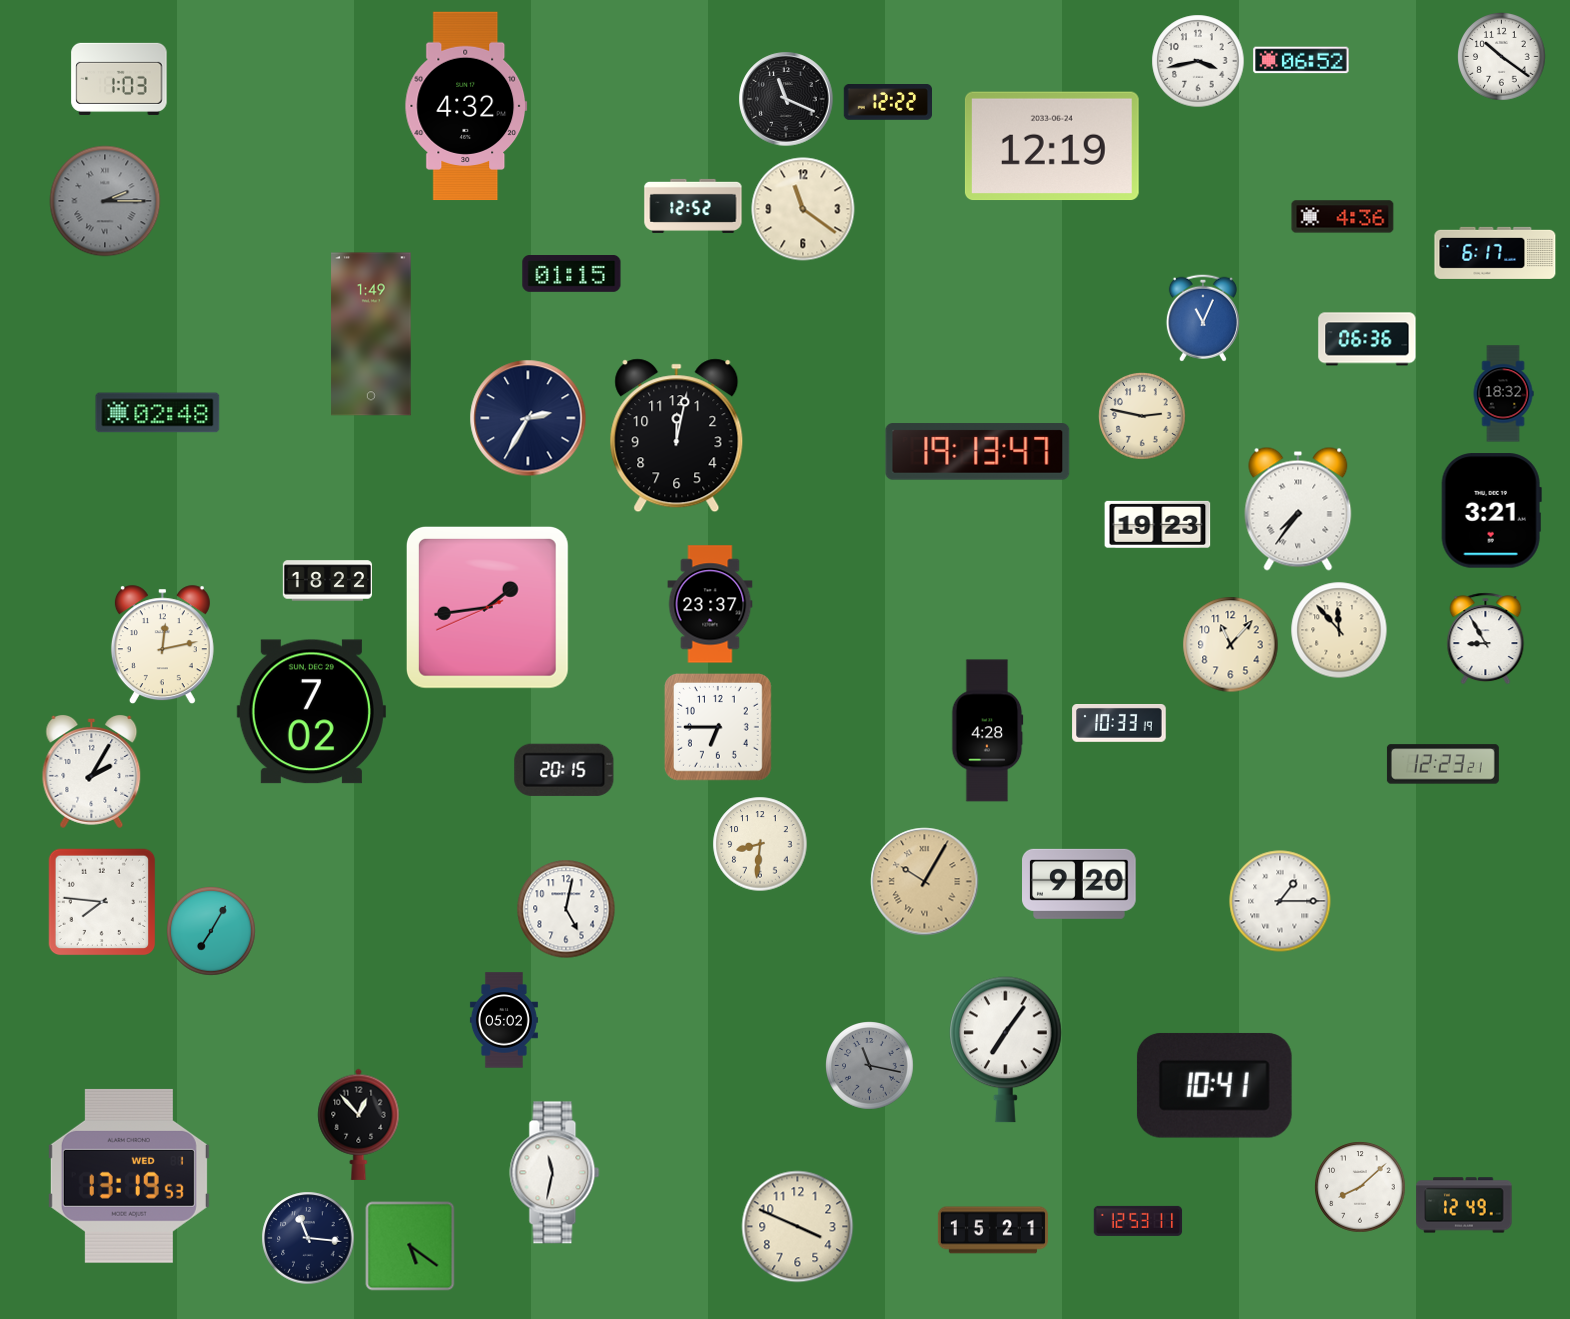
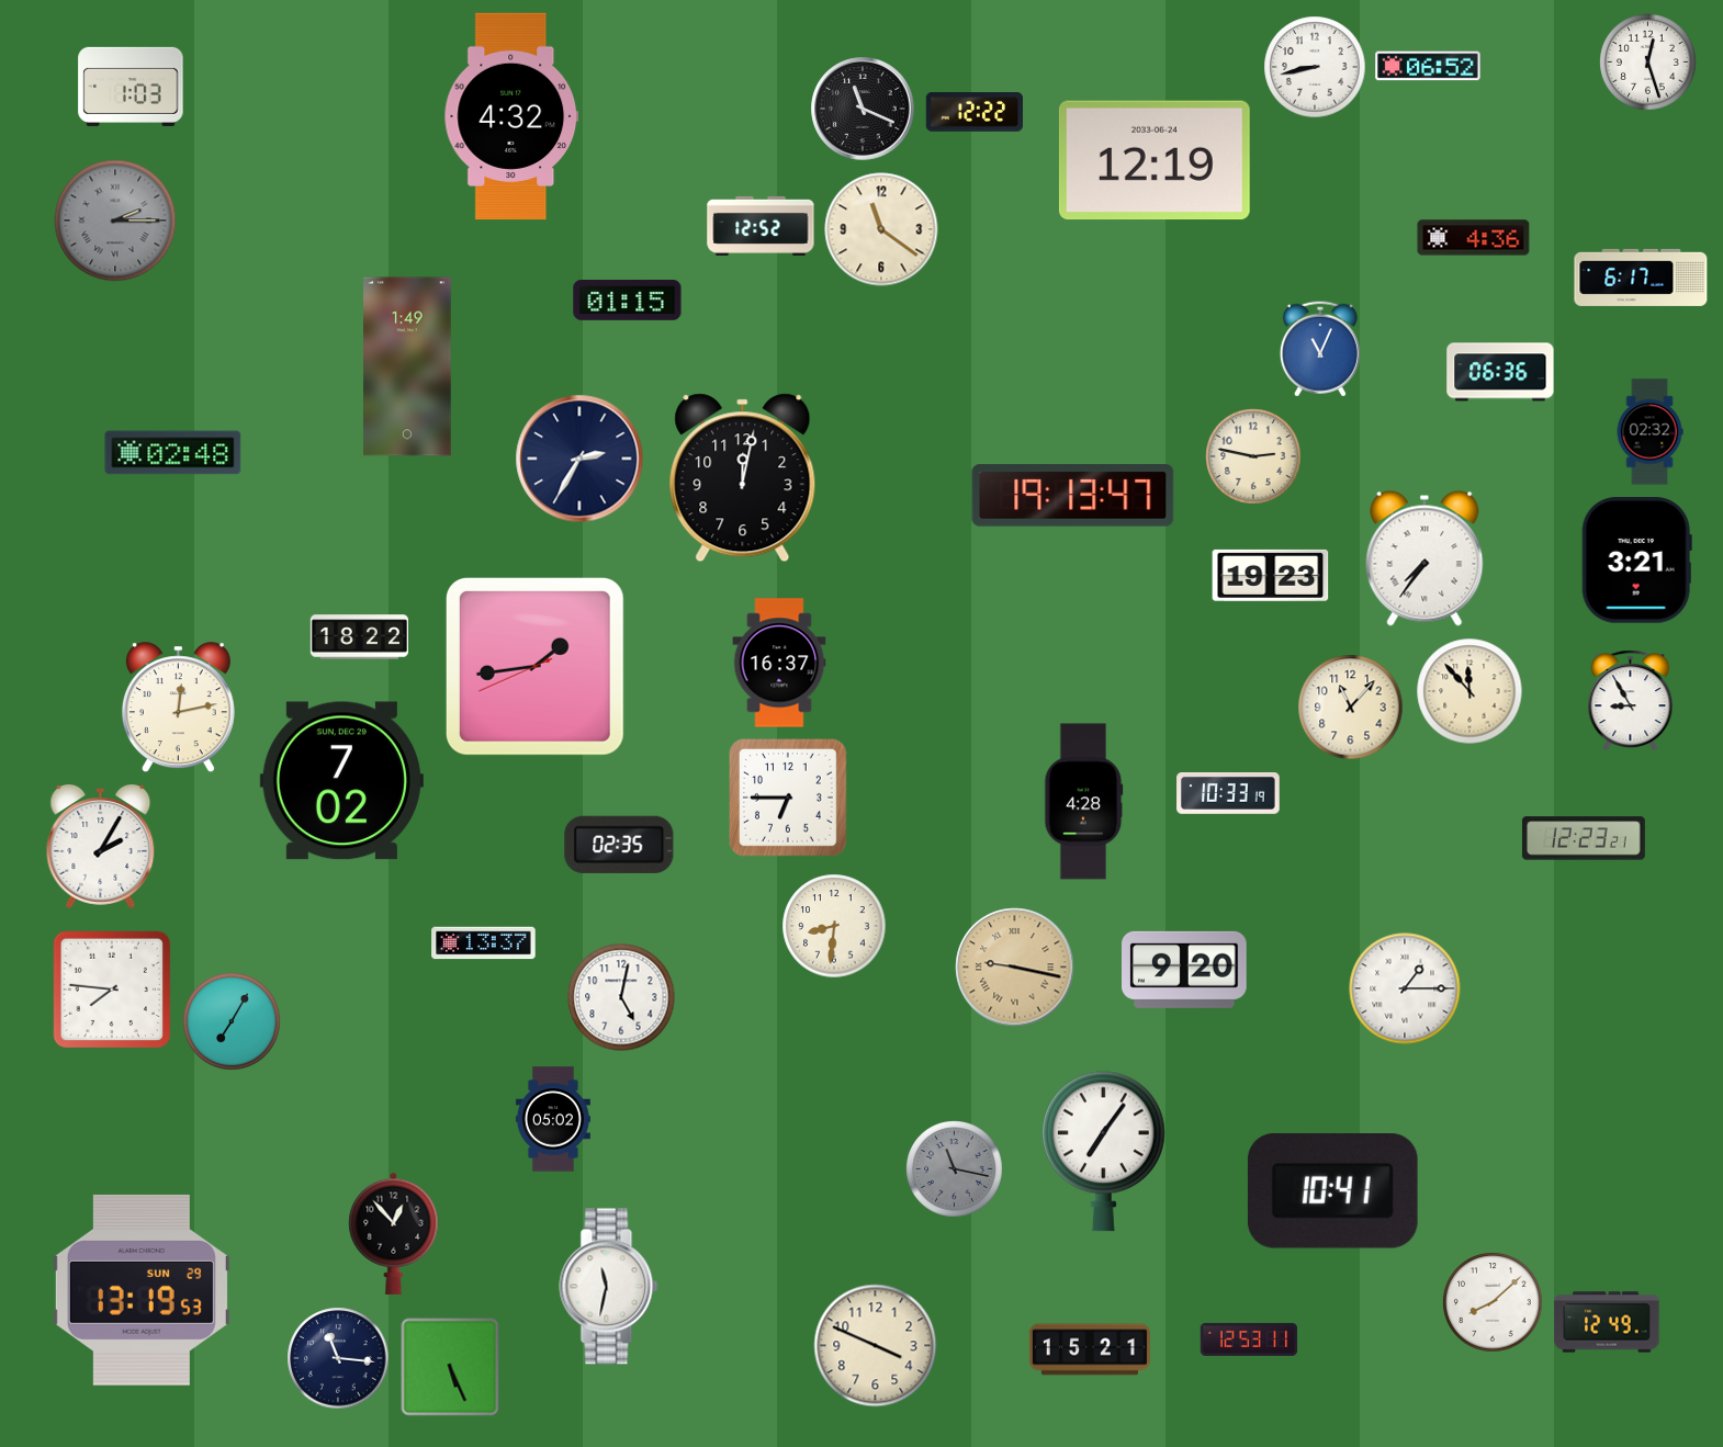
clock at (1502, 57): 10:21 -> 12:27
clock at (1198, 61): 3:43 -> 8:43
clock at (1503, 394): 18:32 -> 02:32
clock at (710, 604): 23:37 -> 16:37
clock at (564, 770): 20:15 -> 02:35
clock at (484, 943): none -> 13:37
clock at (925, 882): 10:05 -> 9:17
clock at (129, 1176) date: WED 1 -> SUN 29
clock at (410, 1246): 5:21 -> 5:26
